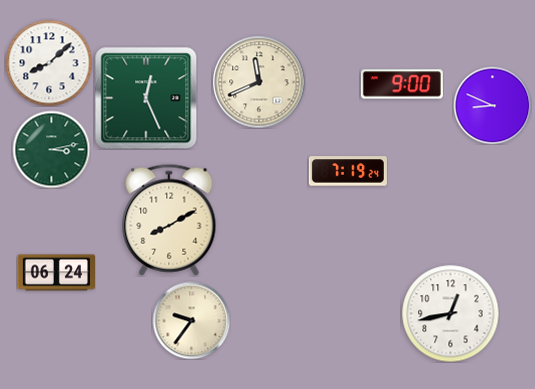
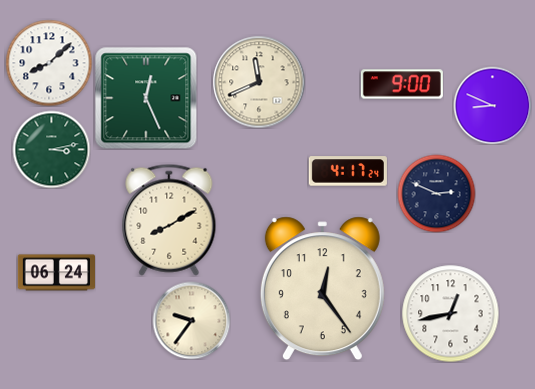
clock at (348, 171): 7:19 -> 4:17
clock at (436, 193): none -> 2:49
clock at (322, 289): none -> 12:24
